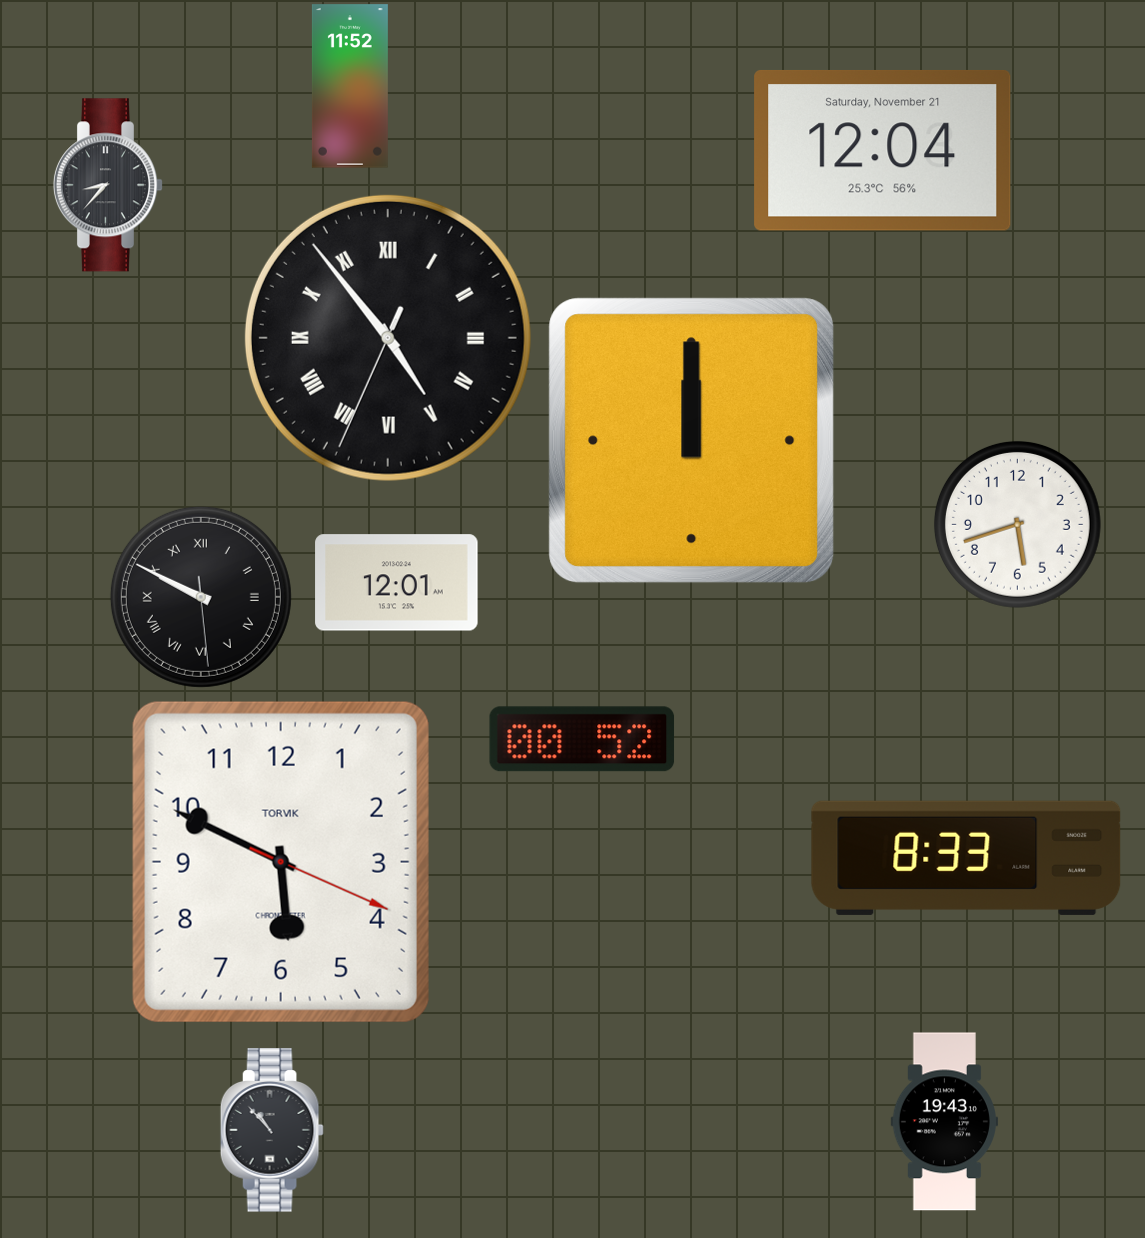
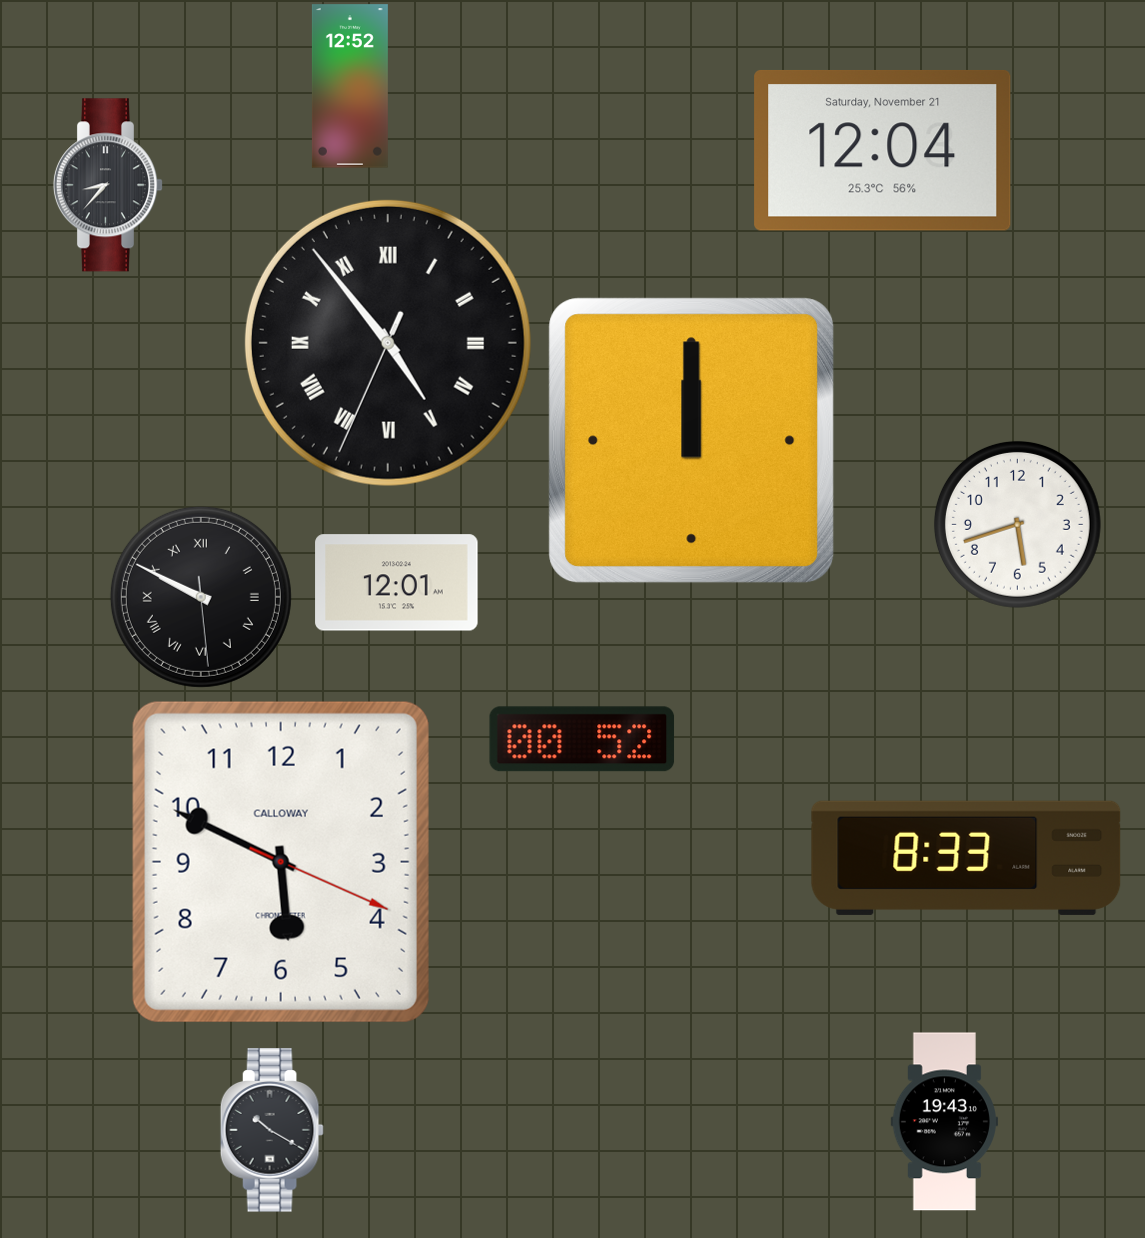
clock at (350, 86): 11:52 -> 12:52
clock at (388, 338) position: (388, 338) -> (388, 343)
clock at (281, 862) brand: TORVIK -> CALLOWAY
clock at (272, 1130): 10:53 -> 10:20
